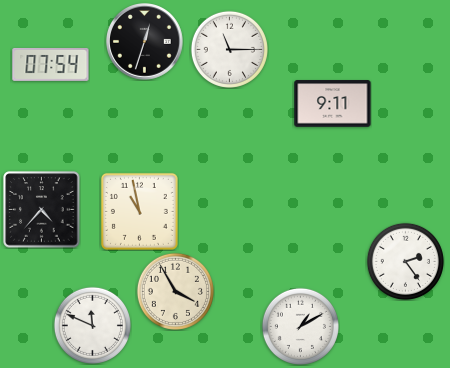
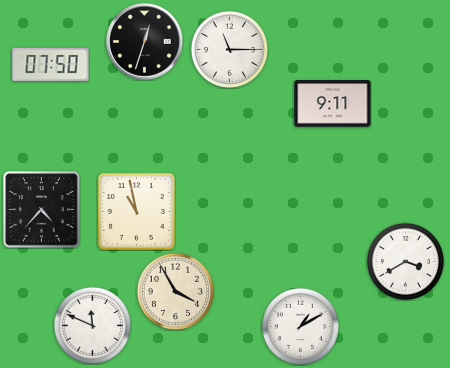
clock at (51, 64): 07:54 -> 07:50
clock at (139, 211) position: (139, 211) -> (136, 211)
clock at (405, 261): 2:24 -> 3:40
